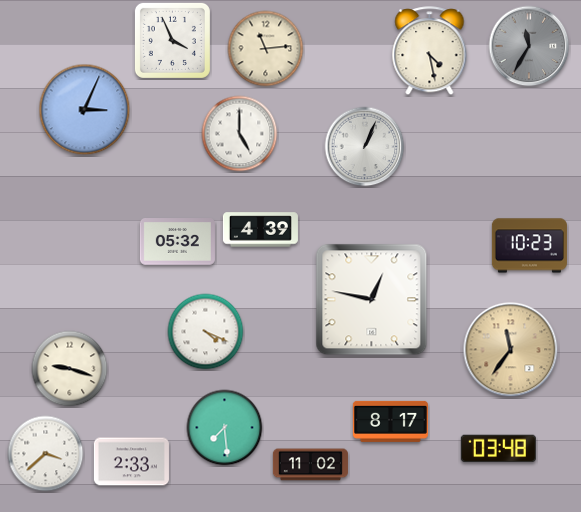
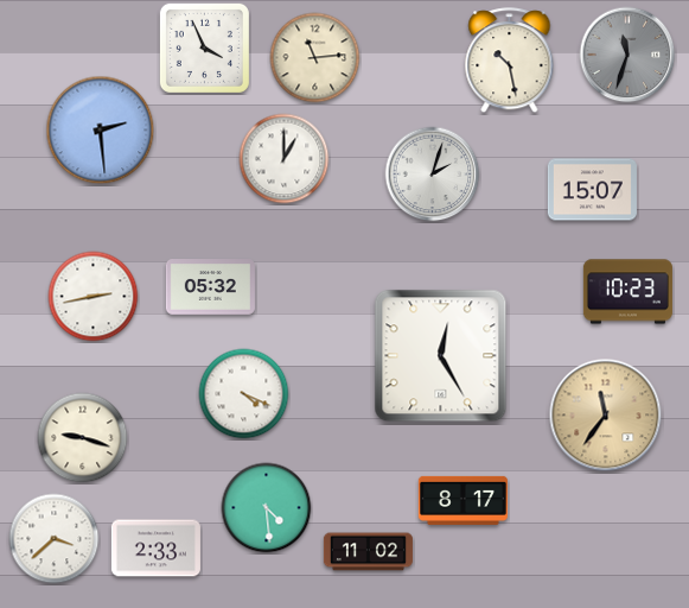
clock at (529, 46): 11:35 -> 11:33
clock at (430, 51): 4:28 -> 10:28
clock at (85, 110): 3:04 -> 2:29
clock at (240, 134): 5:00 -> 1:00
clock at (365, 147): 1:04 -> 2:03
clock at (592, 190): none -> 15:07
clock at (260, 230): 4:39 -> none
clock at (94, 297): none -> 2:43
clock at (372, 300): 12:47 -> 12:25
clock at (225, 428): 7:29 -> 4:29
clock at (498, 449): 03:48 -> none
